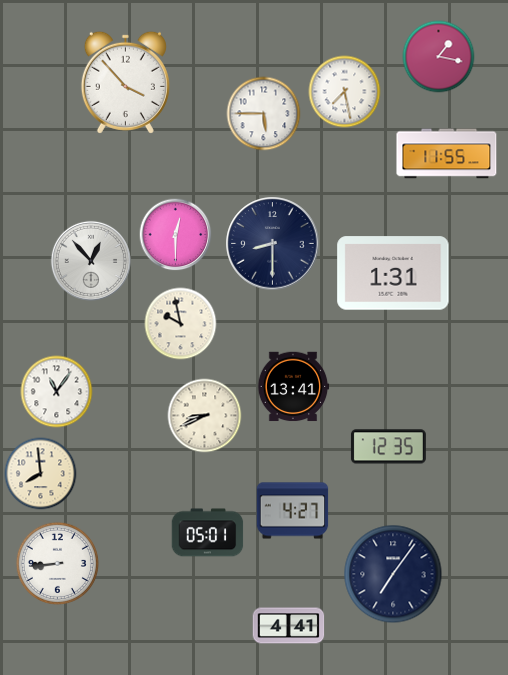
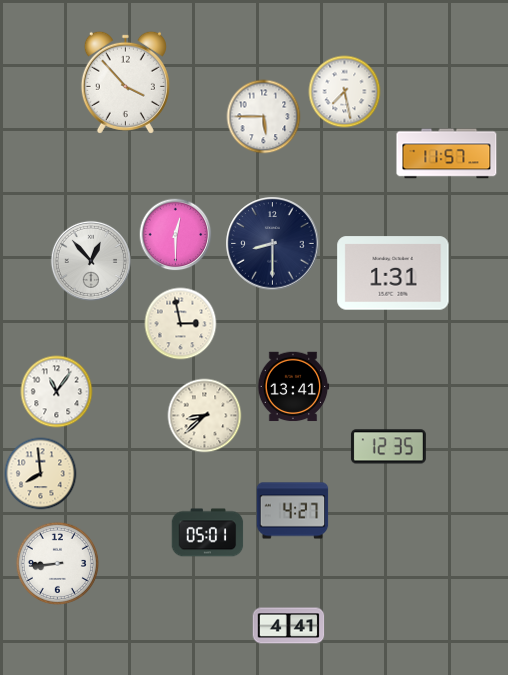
clock at (439, 57): 1:17 -> none
clock at (264, 114) position: (264, 114) -> (264, 117)
clock at (447, 154): 11:55 -> 11:57
clock at (181, 324): 9:58 -> 2:58
clock at (205, 416): 8:41 -> 8:38
clock at (393, 574): 7:06 -> none
